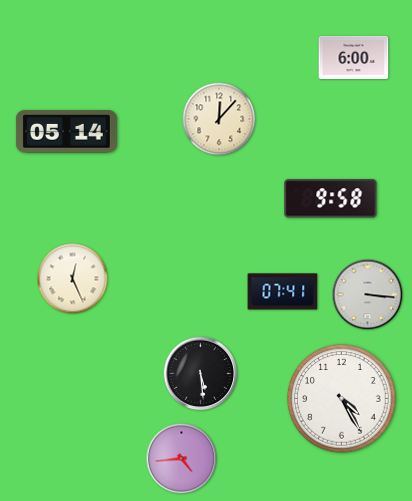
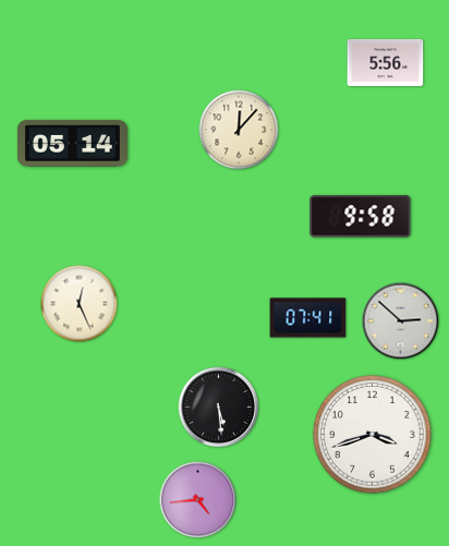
clock at (354, 57): 6:00 -> 5:56
clock at (368, 295): 3:16 -> 2:52
clock at (342, 399): 4:25 -> 3:42
